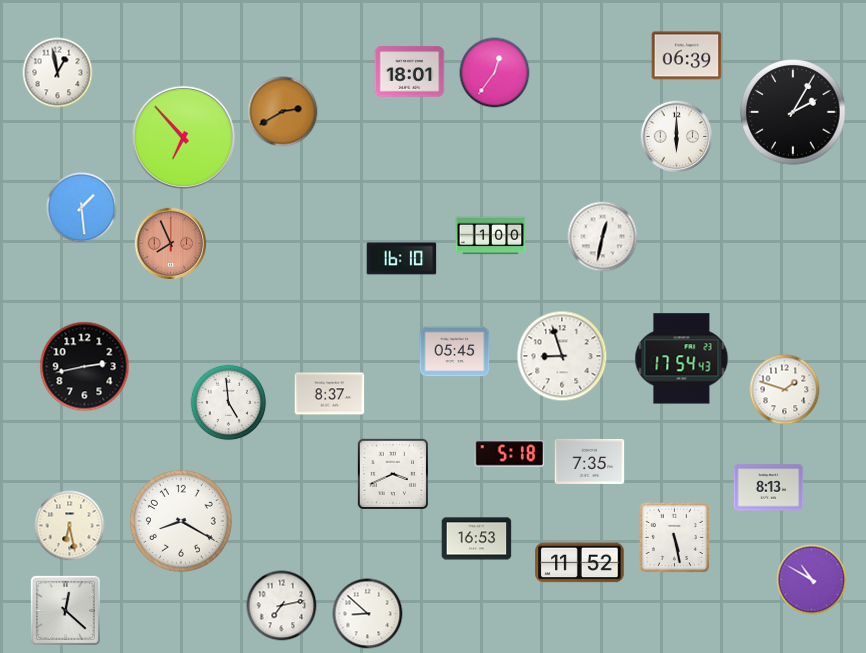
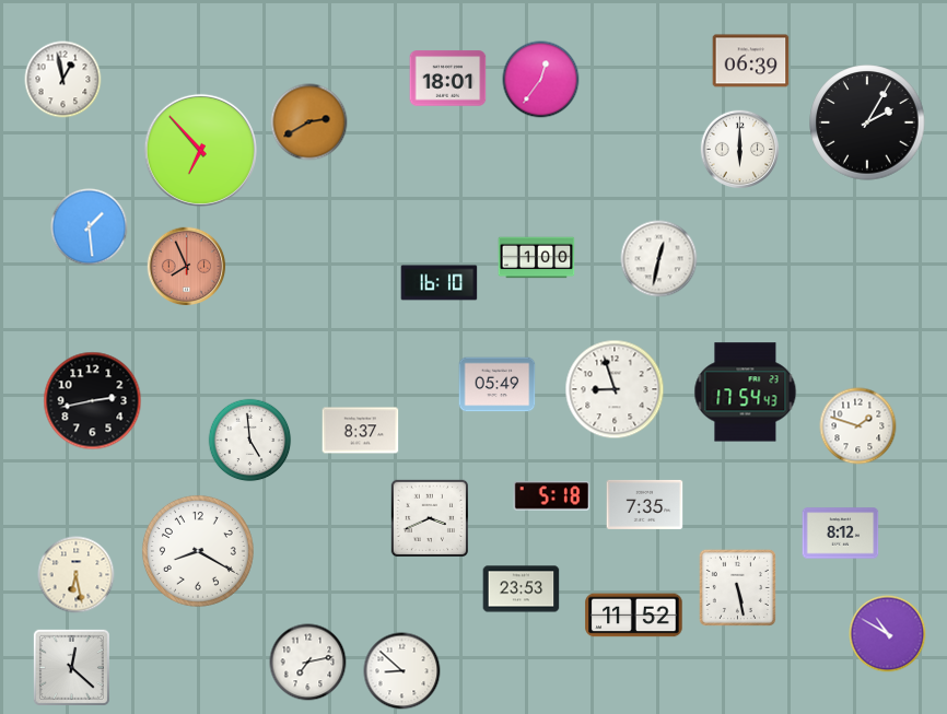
clock at (455, 352): 05:45 -> 05:49
clock at (510, 454) position: (510, 454) -> (552, 496)
clock at (769, 488): 8:13 -> 8:12
clock at (181, 521) position: (181, 521) -> (198, 551)
clock at (477, 539): 16:53 -> 23:53
